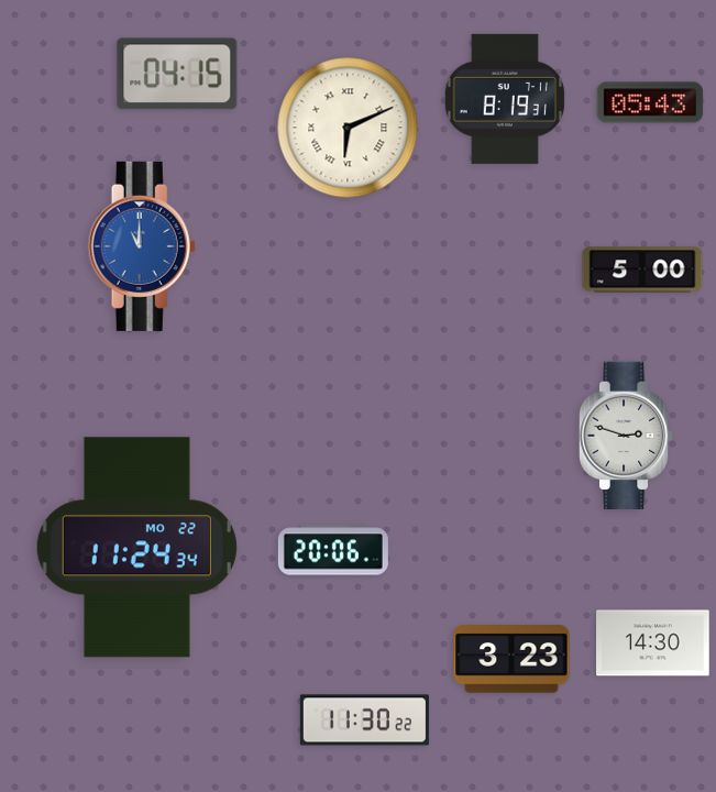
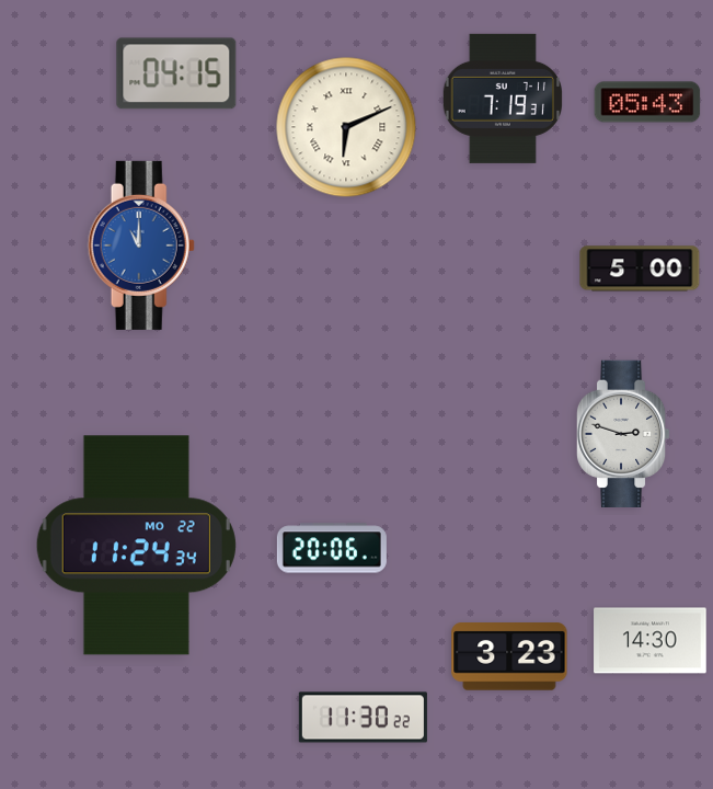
clock at (504, 99): 8:19 -> 7:19
